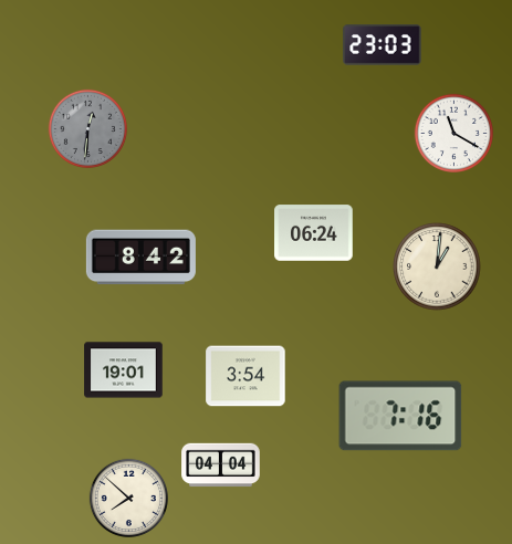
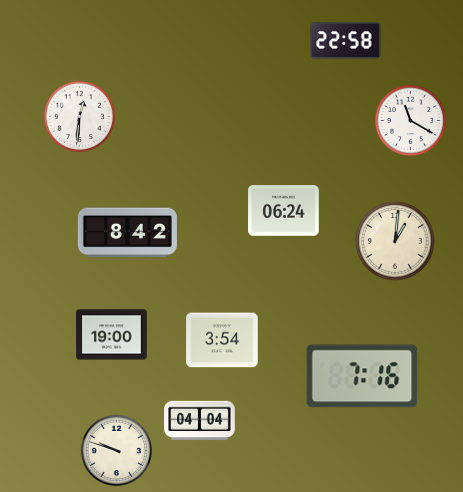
clock at (383, 45): 23:03 -> 22:58
clock at (87, 128) dial: grey -> white
clock at (124, 370): 19:01 -> 19:00
clock at (128, 498): 7:52 -> 9:48
